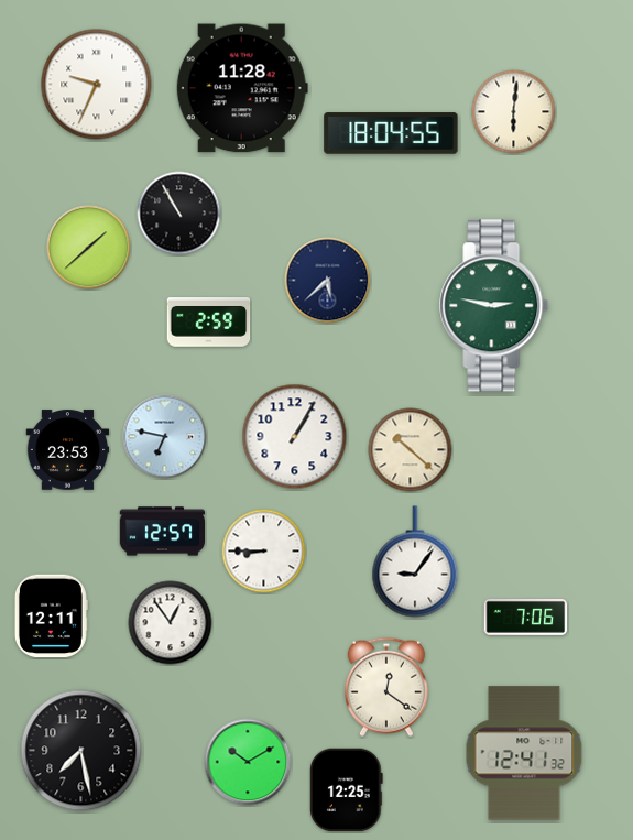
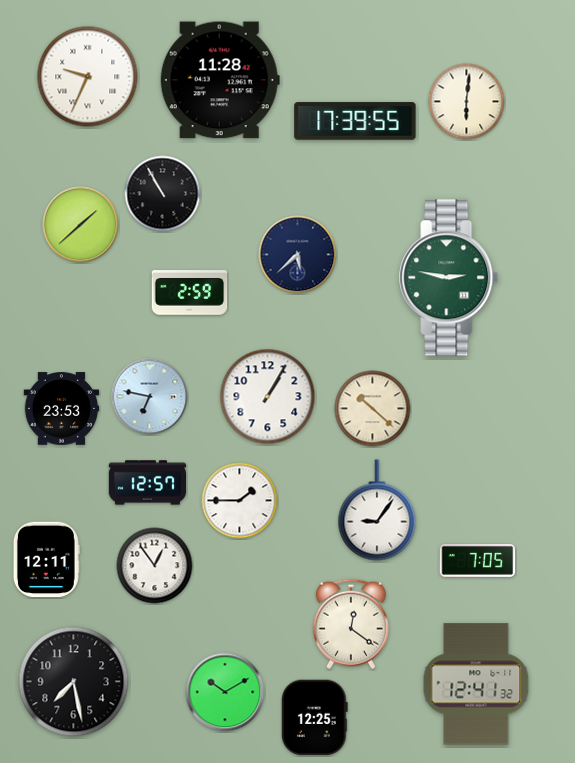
clock at (391, 133): 18:04 -> 17:39
clock at (264, 552): 8:45 -> 1:45
clock at (526, 618): 7:06 -> 7:05
